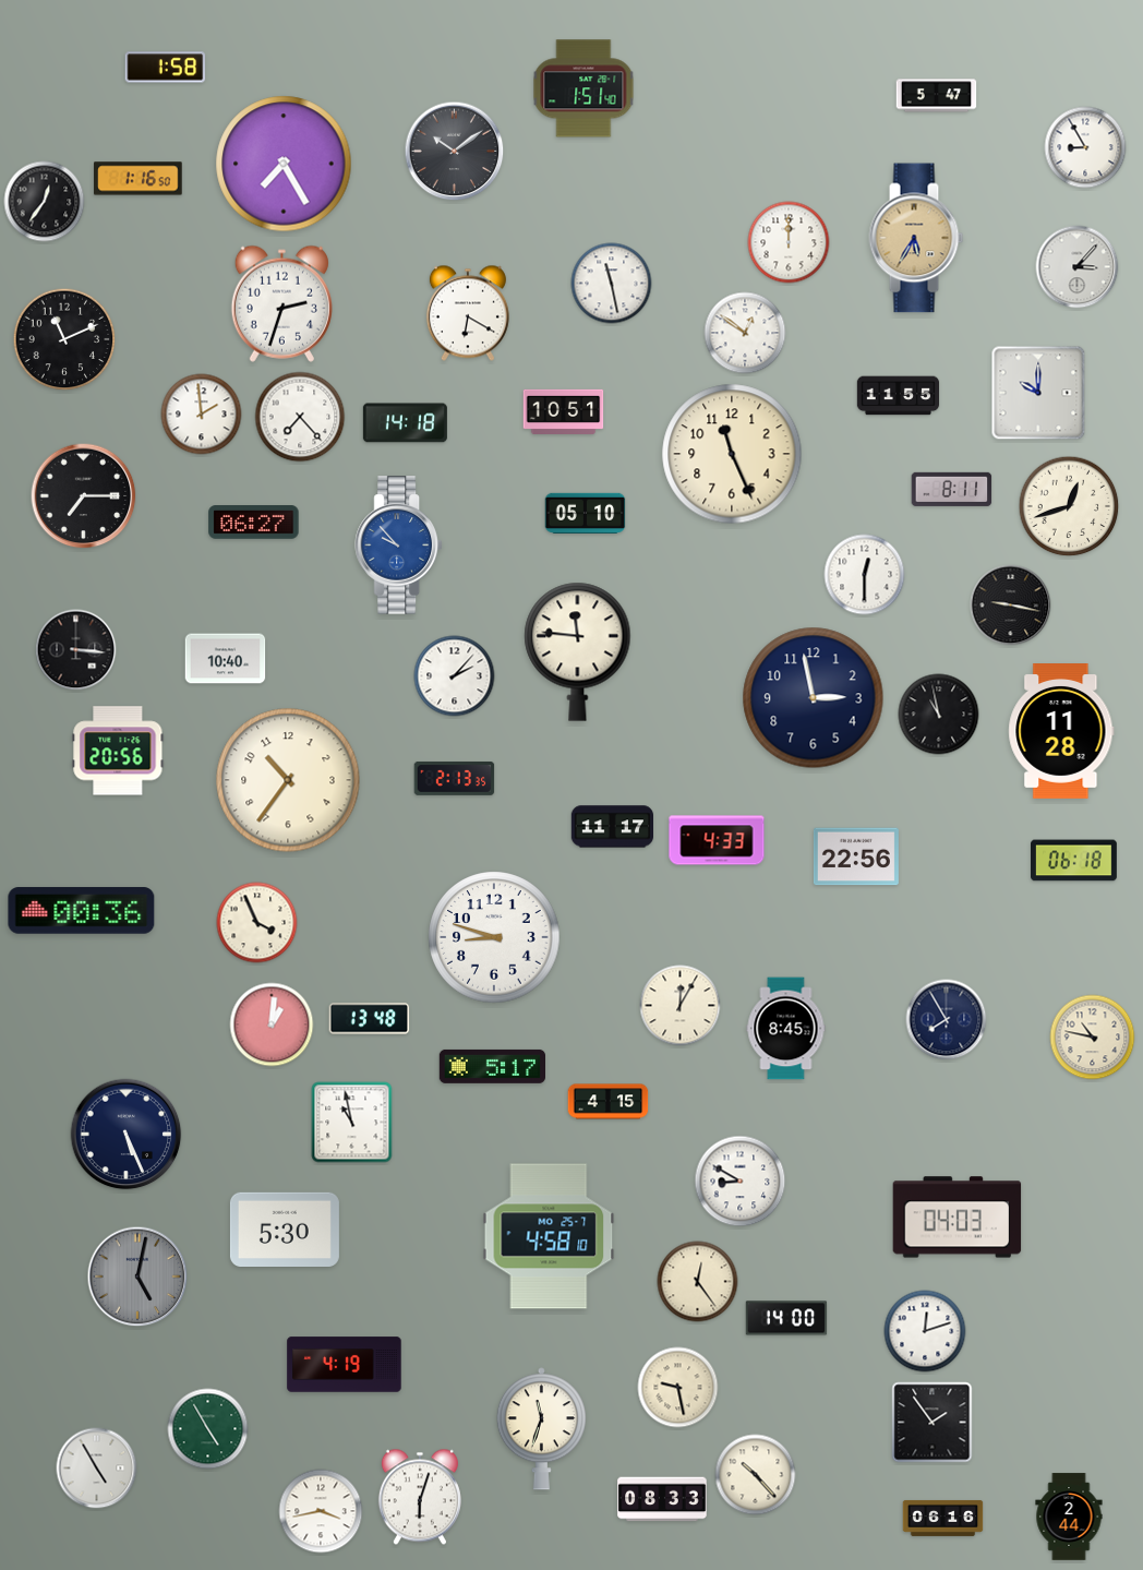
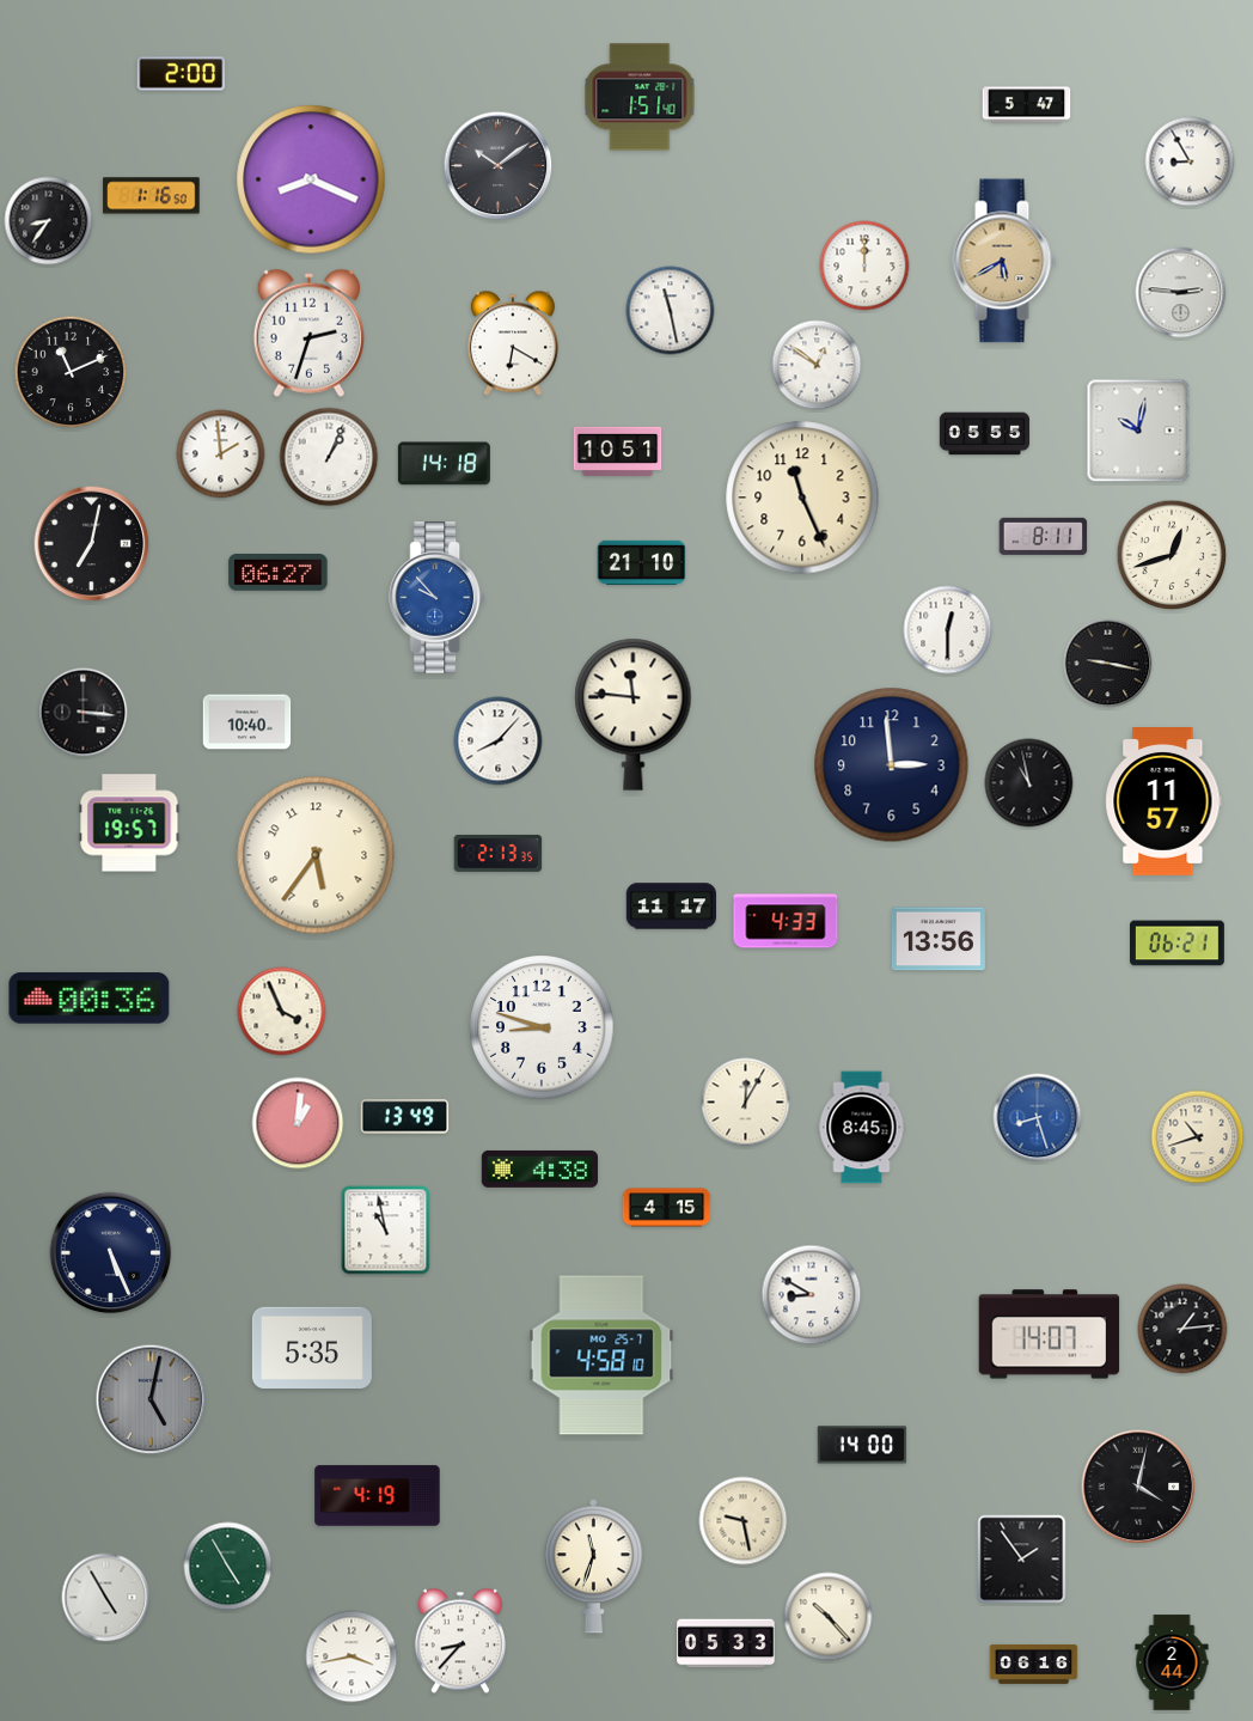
clock at (166, 68): 1:58 -> 2:00
clock at (284, 164): 7:25 -> 8:19
clock at (45, 202): 12:36 -> 8:36
clock at (916, 238): 5:35 -> 5:40
clock at (1078, 267): 3:07 -> 2:46
clock at (1038, 393): 10:00 -> 10:02
clock at (899, 396): 11:55 -> 05:55
clock at (300, 417): 7:23 -> 1:04
clock at (84, 496): 7:15 -> 7:02
clock at (586, 513): 05:10 -> 21:10
clock at (455, 676): 2:07 -> 8:07
clock at (814, 698): 2:58 -> 2:59
clock at (1061, 732): 11:28 -> 11:57
clock at (118, 751): 20:56 -> 19:57
clock at (288, 780): 10:36 -> 5:36
clock at (856, 856): 22:56 -> 13:56
clock at (1074, 861): 06:18 -> 06:21
clock at (370, 1019): 13:48 -> 13:49
clock at (947, 1020): 7:55 -> 8:27
clock at (947, 1020) dial: navy -> blue
clock at (1093, 1038): 10:47 -> 10:42
clock at (492, 1066): 5:17 -> 4:38
clock at (127, 1135) position: (127, 1135) -> (111, 1253)
clock at (1182, 1329): none -> 1:14
clock at (958, 1218): 04:03 -> 14:07
clock at (285, 1229): 5:30 -> 5:35
clock at (698, 1282): 12:24 -> none
clock at (925, 1331): 12:12 -> none
clock at (1138, 1487): none -> 4:02
clock at (97, 1469) position: (97, 1469) -> (106, 1598)
clock at (420, 1497): 6:03 -> 8:37
clock at (662, 1499): 08:33 -> 05:33
